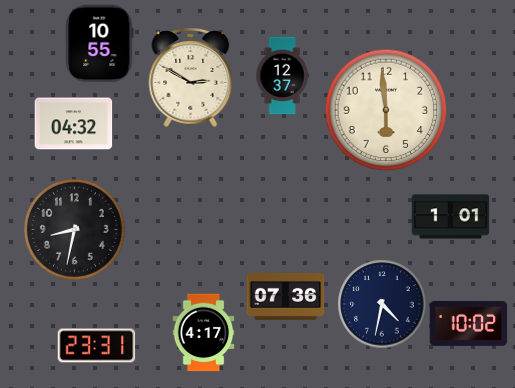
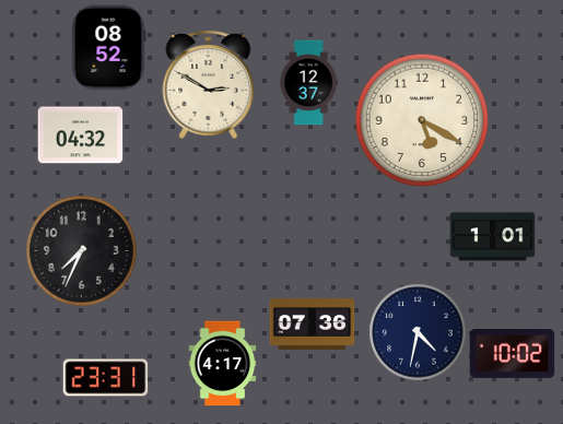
clock at (100, 43): 10:55 -> 08:52
clock at (386, 110): 5:59 -> 5:20
clock at (74, 229): 8:32 -> 7:34
